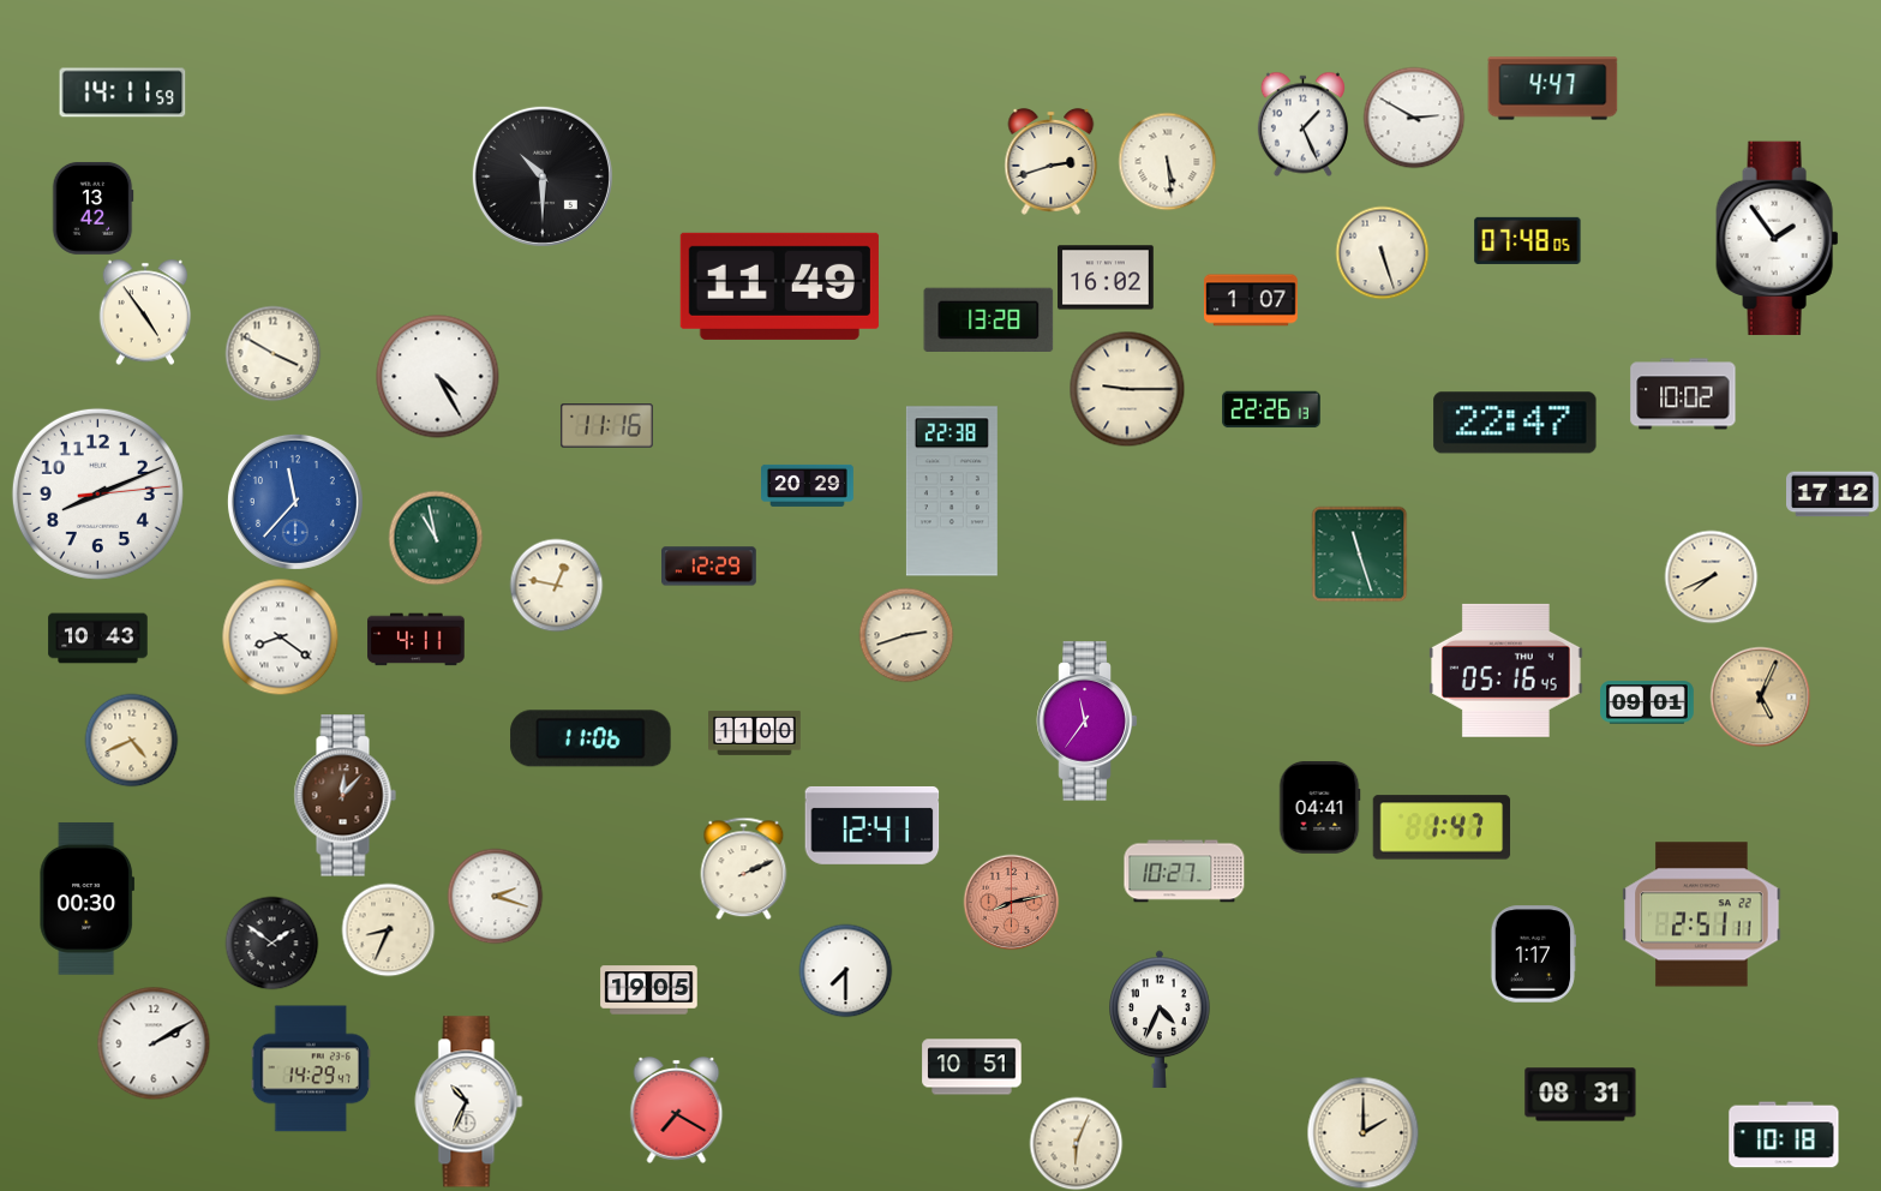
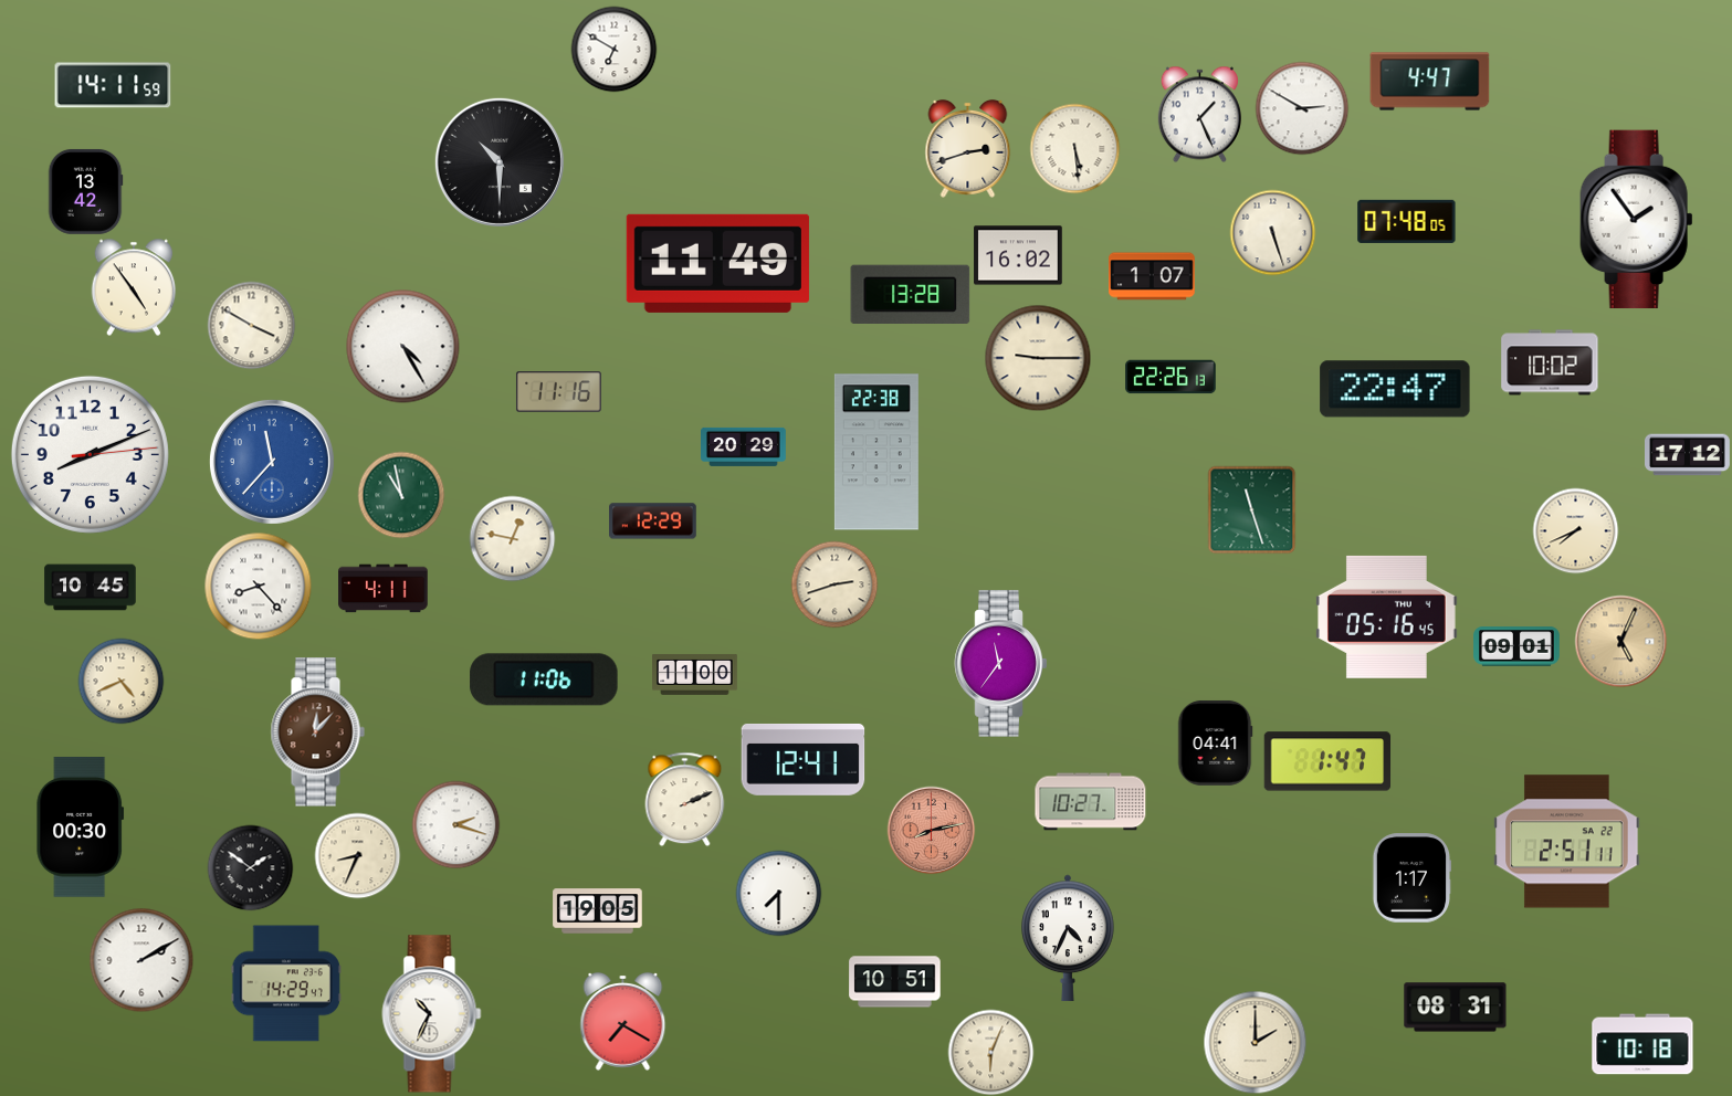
clock at (613, 49): none -> 6:50
clock at (280, 636): 8:21 -> 8:23
clock at (98, 639): 10:43 -> 10:45
